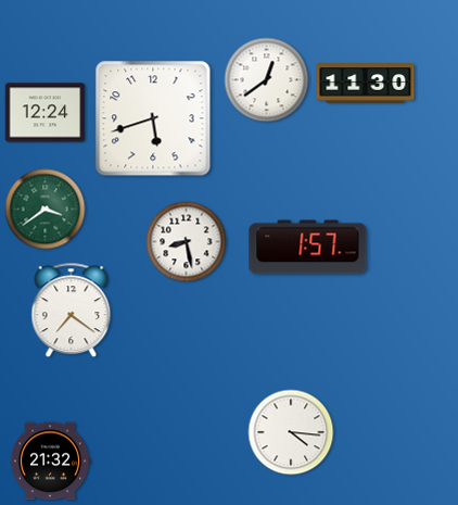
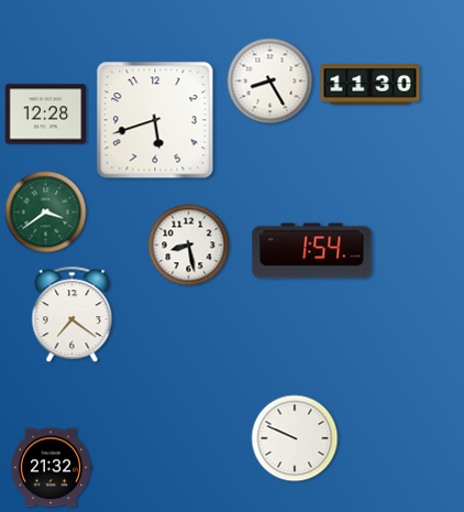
clock at (267, 80): 12:39 -> 8:25
clock at (46, 113): 12:24 -> 12:28
clock at (308, 248): 1:57 -> 1:54
clock at (291, 432): 4:16 -> 9:49
